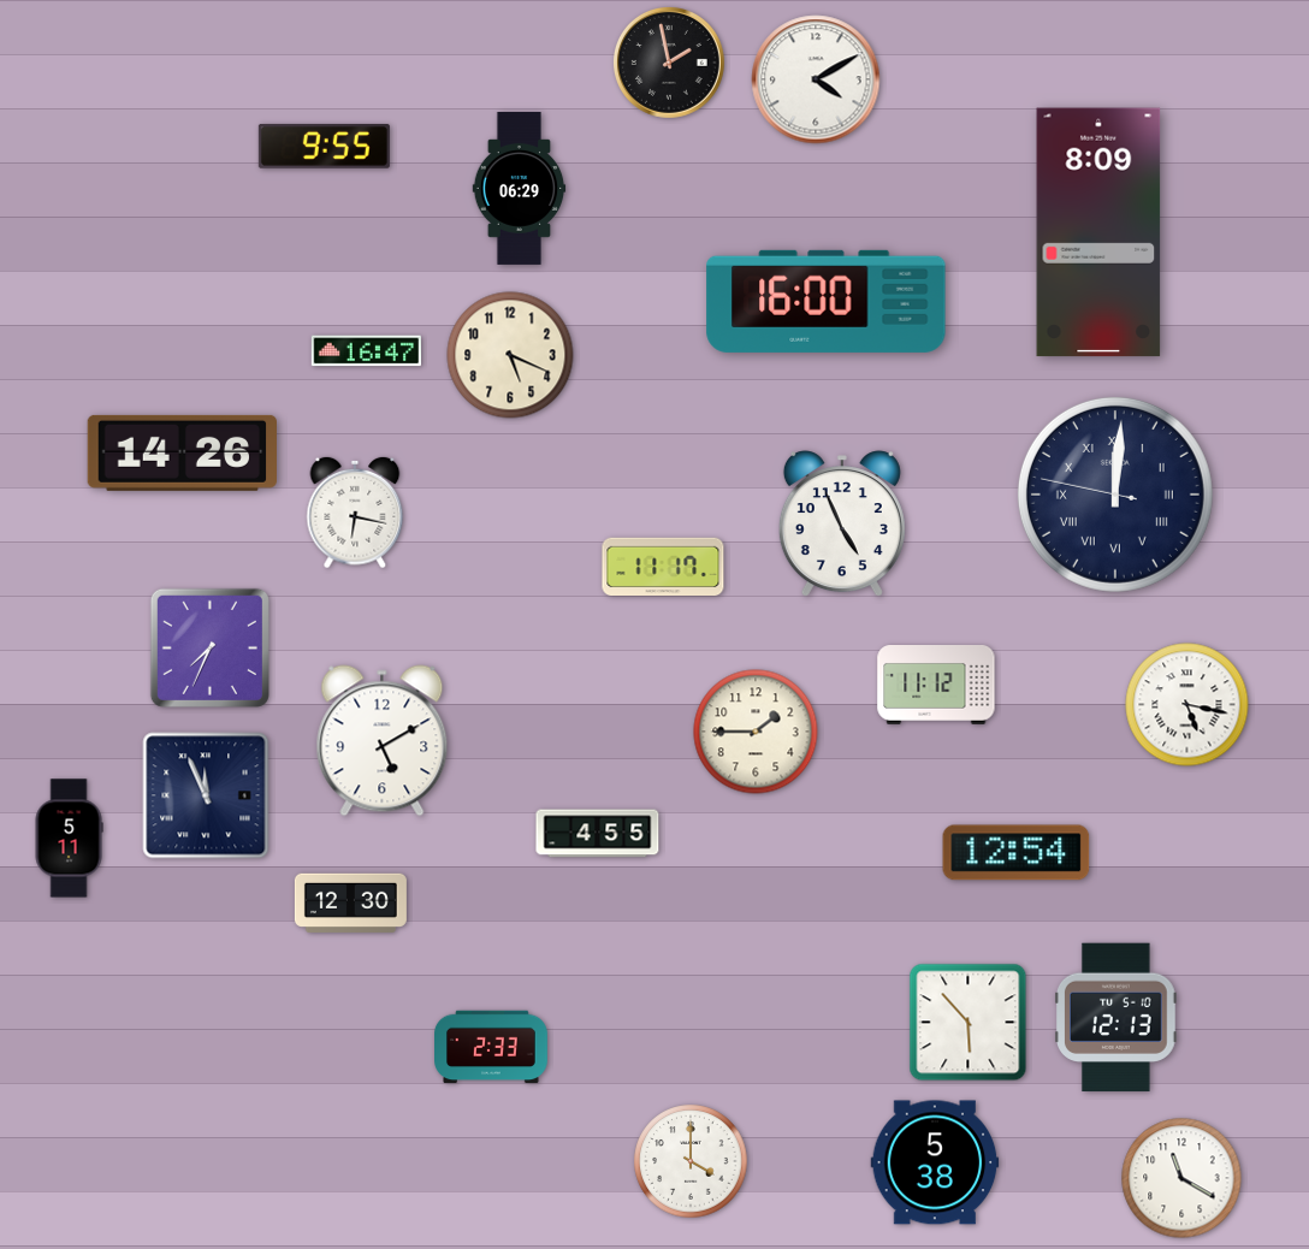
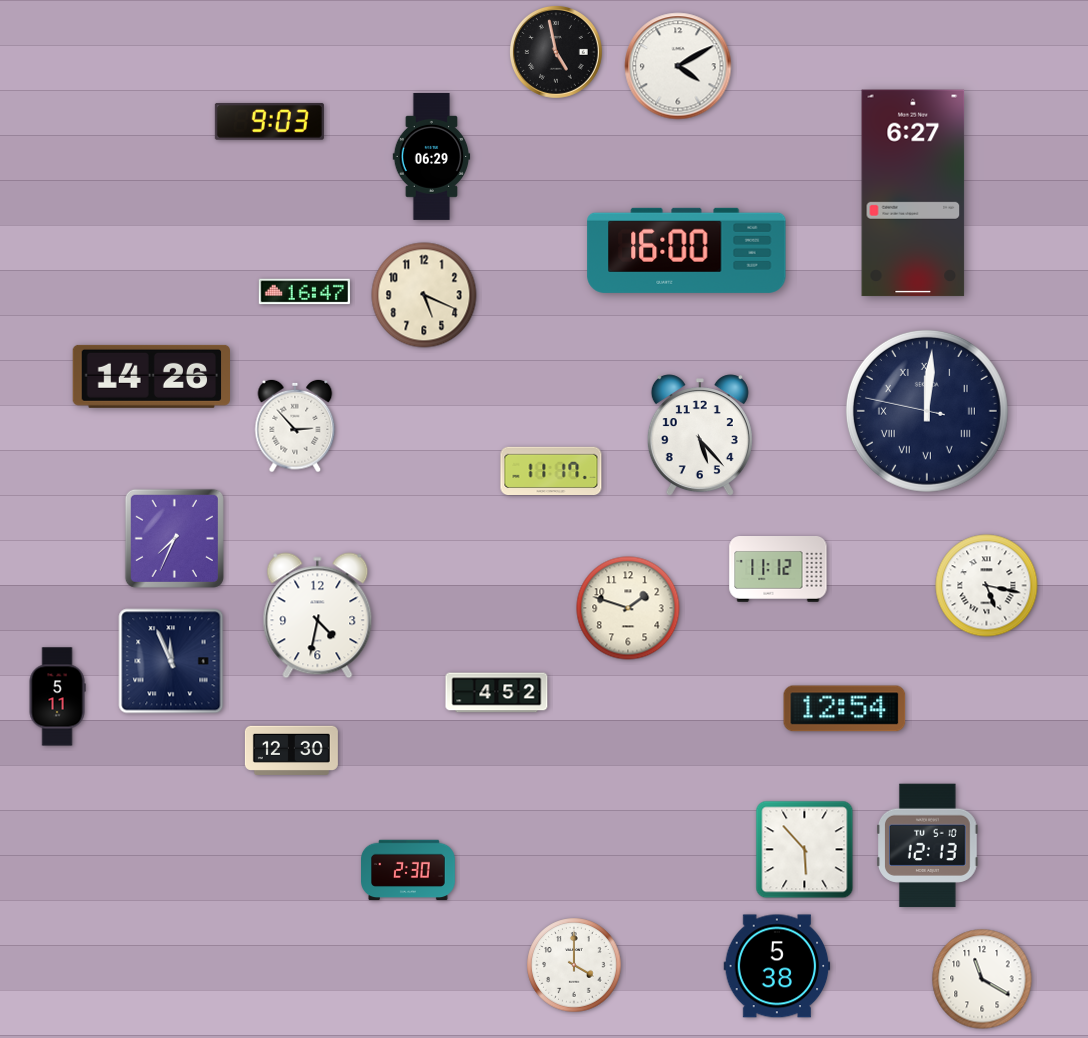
clock at (669, 63): 1:58 -> 4:58
clock at (324, 146): 9:55 -> 9:03
clock at (1098, 232): 8:09 -> 6:27
clock at (355, 513): 6:17 -> 2:53
clock at (842, 525): 4:56 -> 5:23
clock at (756, 732): 1:45 -> 1:48
clock at (383, 741): 5:10 -> 4:32
clock at (598, 834): 4:55 -> 4:52
clock at (492, 1047): 2:33 -> 2:30
